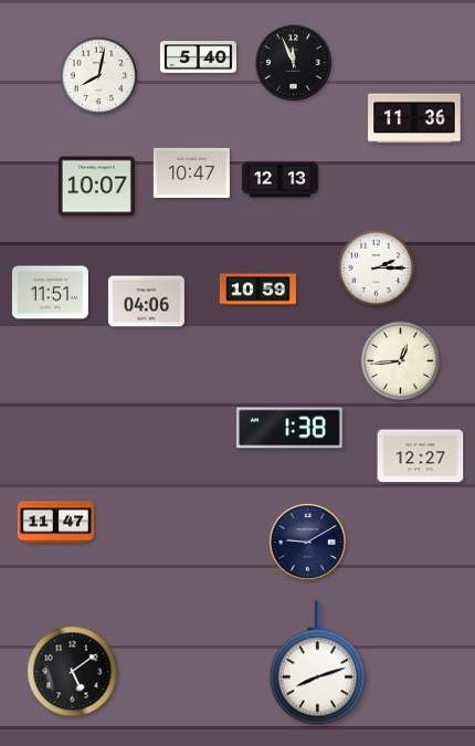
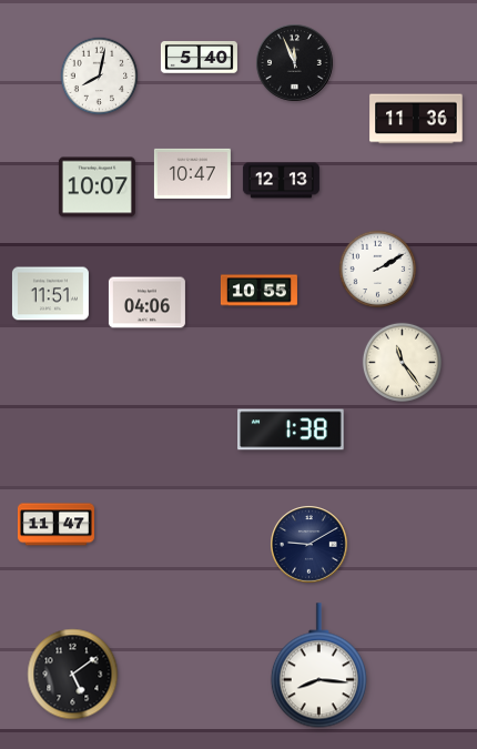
clock at (377, 269): 2:15 -> 2:10
clock at (257, 290): 10:59 -> 10:55
clock at (400, 360): 12:44 -> 11:24
clock at (421, 456): 12:27 -> none
clock at (317, 663): 8:12 -> 8:16
